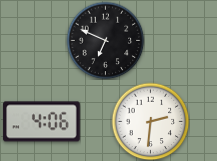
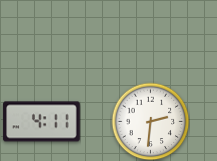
clock at (105, 40): 6:49 -> none
clock at (42, 122): 4:06 -> 4:11
